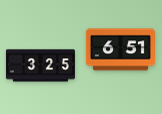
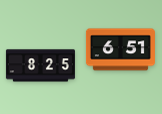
clock at (40, 66): 3:25 -> 8:25
